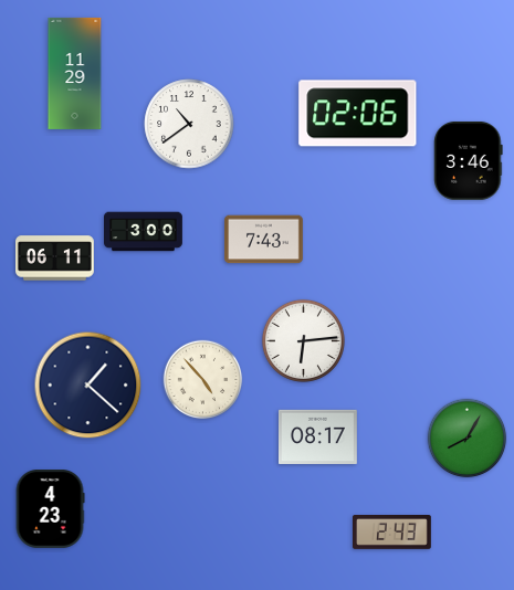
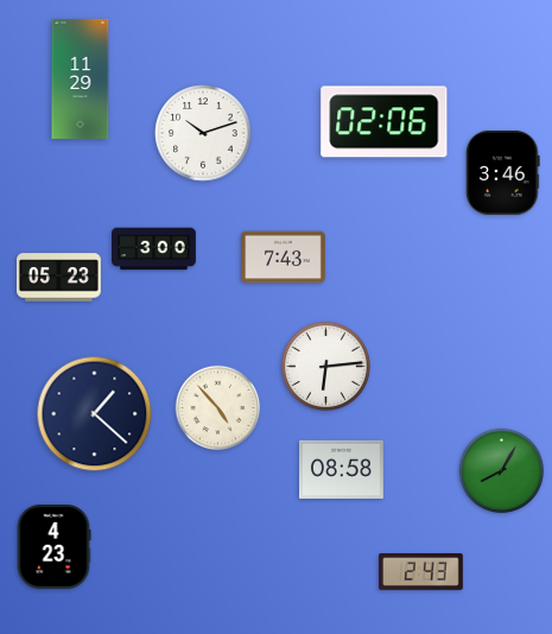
clock at (189, 124): 10:39 -> 10:12
clock at (55, 259): 06:11 -> 05:23
clock at (318, 436): 08:17 -> 08:58
